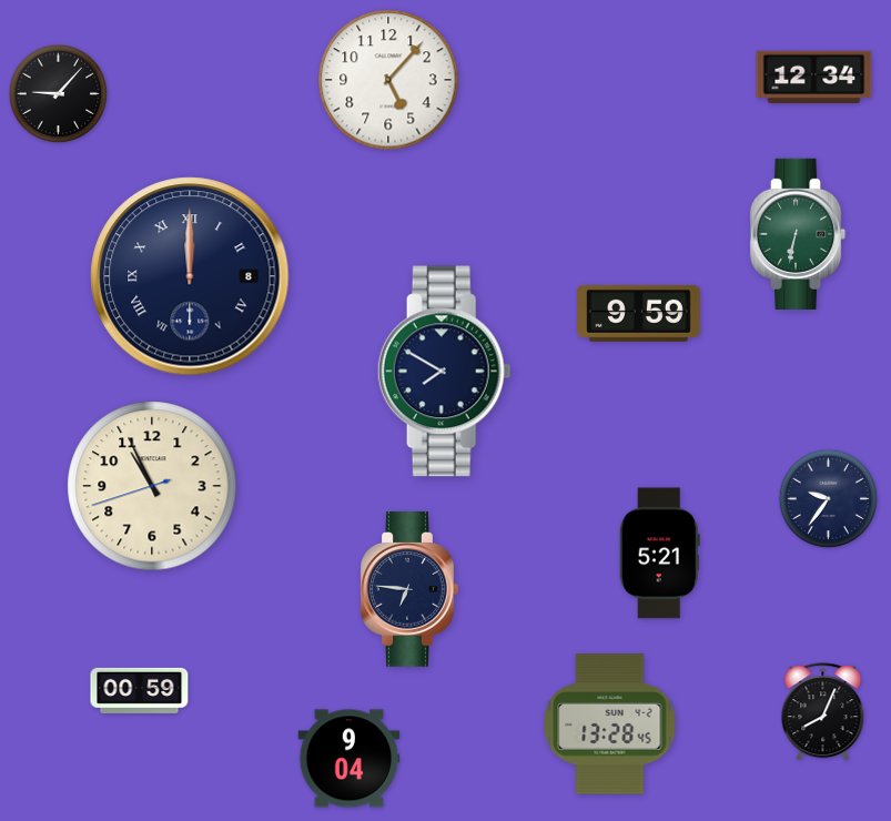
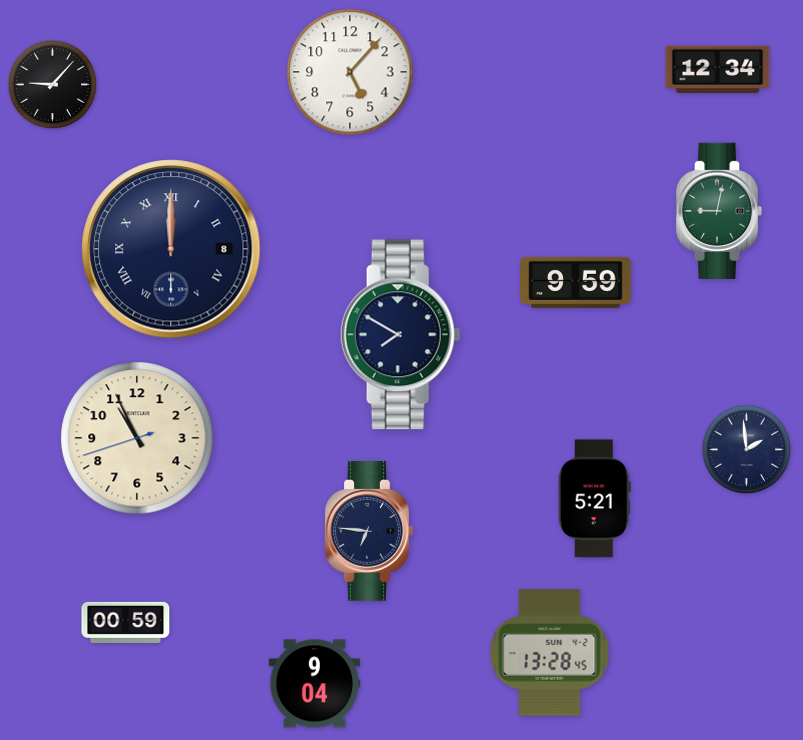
clock at (814, 78) position: (814, 78) -> (718, 70)
clock at (798, 234): 6:32 -> 9:02
clock at (829, 499): 9:36 -> 1:59
clock at (823, 712): 8:04 -> none
